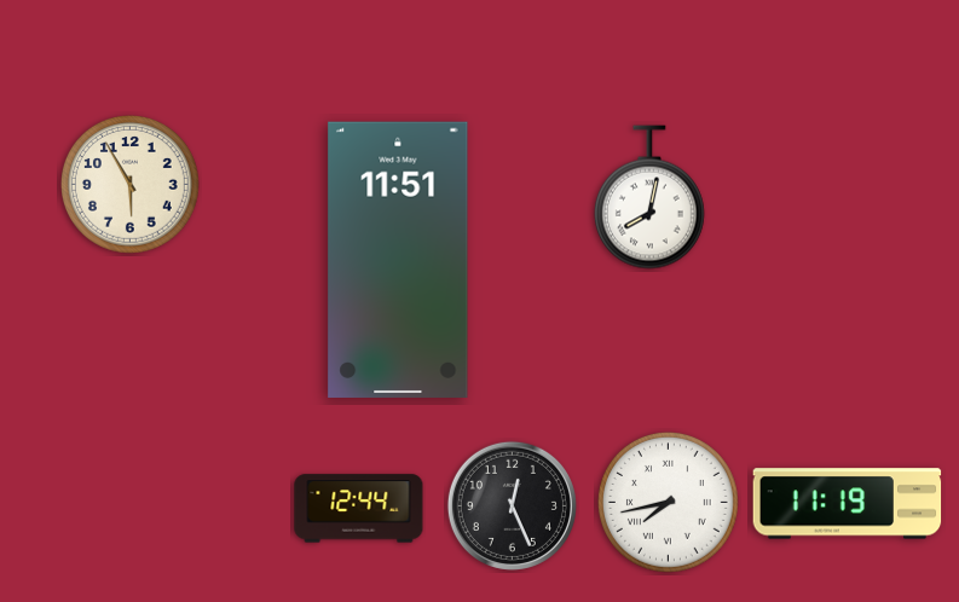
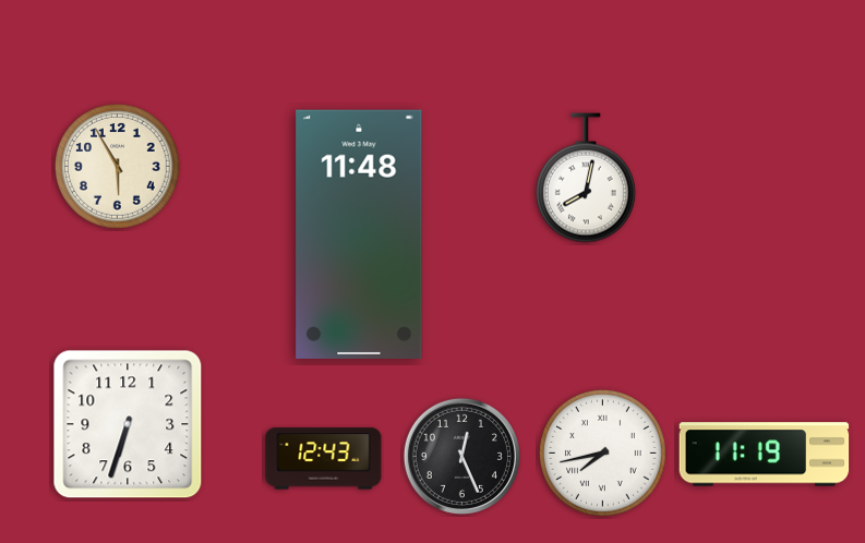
clock at (398, 260): 11:51 -> 11:48
clock at (128, 424): none -> 6:33
clock at (359, 509): 12:44 -> 12:43
